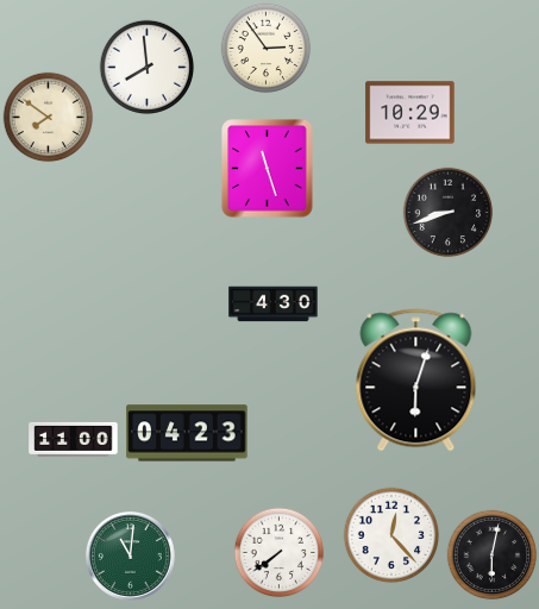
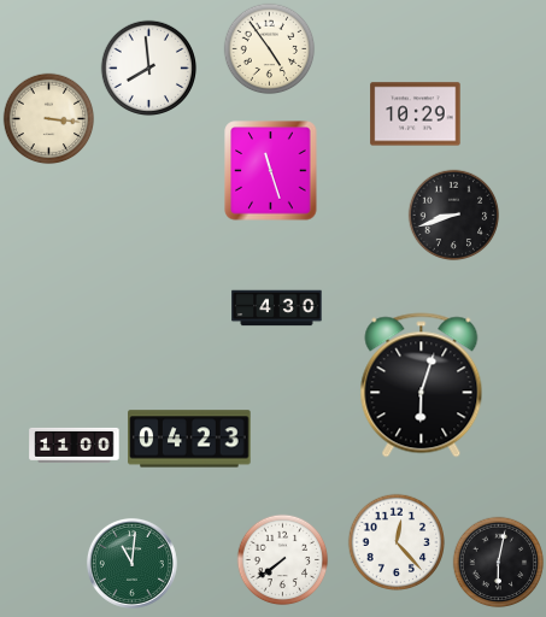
clock at (267, 49): 2:54 -> 4:54
clock at (49, 118): 7:51 -> 3:16
